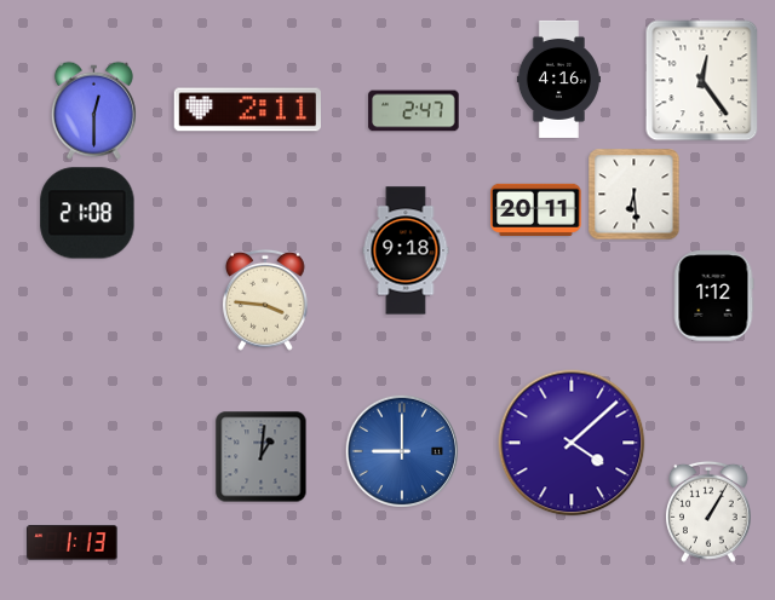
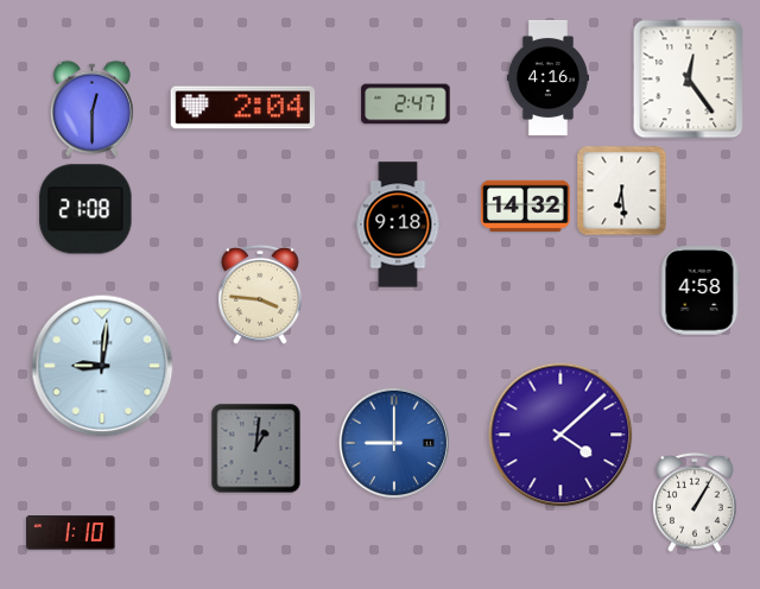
clock at (247, 110): 2:11 -> 2:04
clock at (414, 111) position: (414, 111) -> (406, 104)
clock at (536, 209): 20:11 -> 14:32
clock at (406, 250) position: (406, 250) -> (398, 224)
clock at (713, 296): 1:12 -> 4:58
clock at (102, 366): none -> 9:01
clock at (73, 543): 1:13 -> 1:10
